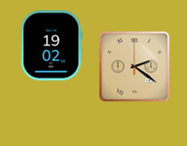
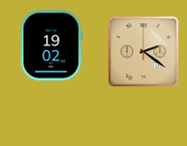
clock at (135, 67) position: (135, 67) -> (144, 52)
